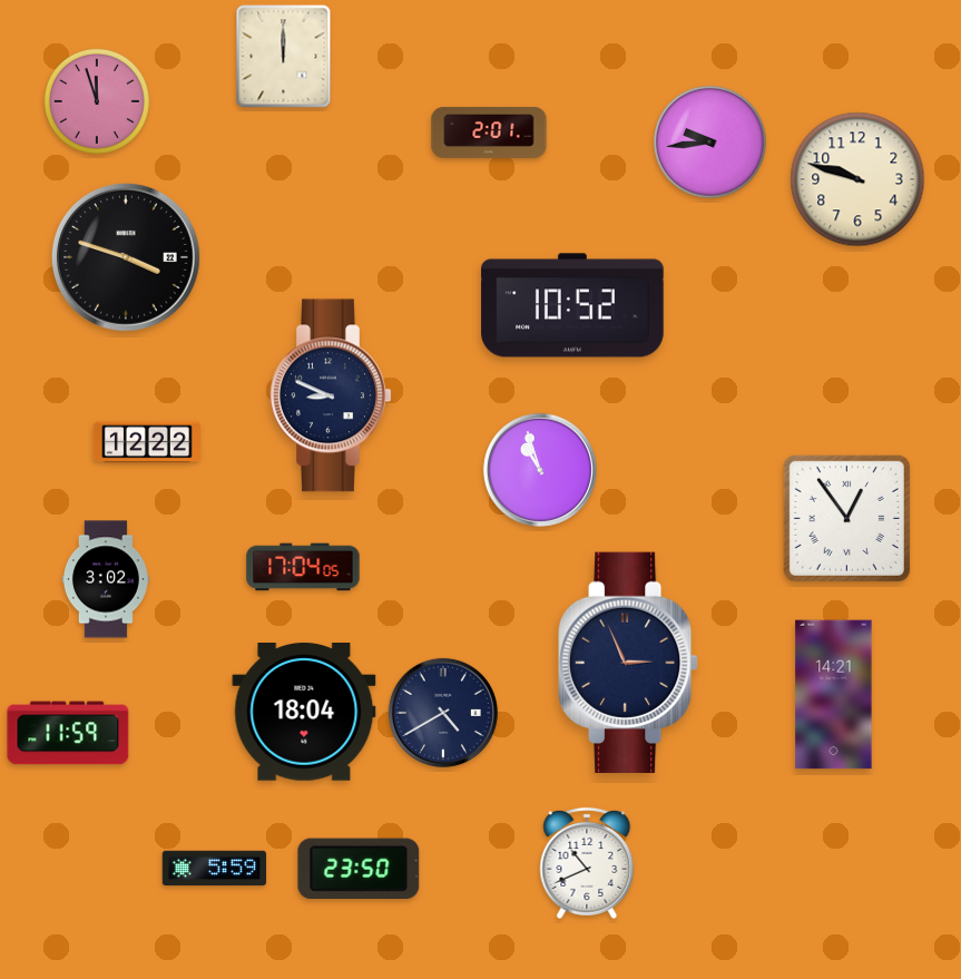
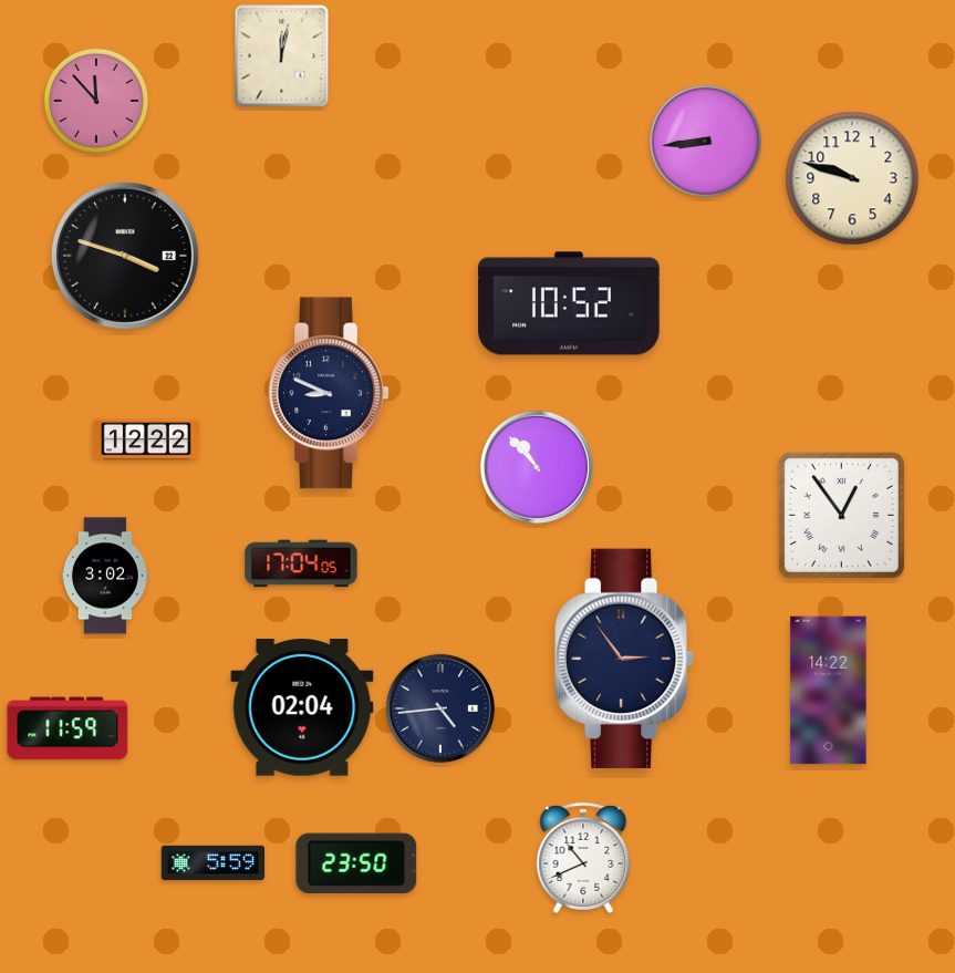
clock at (284, 57): 12:00 -> 12:02
clock at (97, 101): 11:57 -> 11:53
clock at (489, 133): 2:01 -> none
clock at (710, 143): 9:44 -> 8:44
clock at (540, 470): 10:57 -> 10:53
clock at (629, 663): 2:56 -> 2:54
clock at (834, 695): 14:21 -> 14:22
clock at (304, 713): 18:04 -> 02:04
clock at (443, 713): 4:40 -> 4:44
